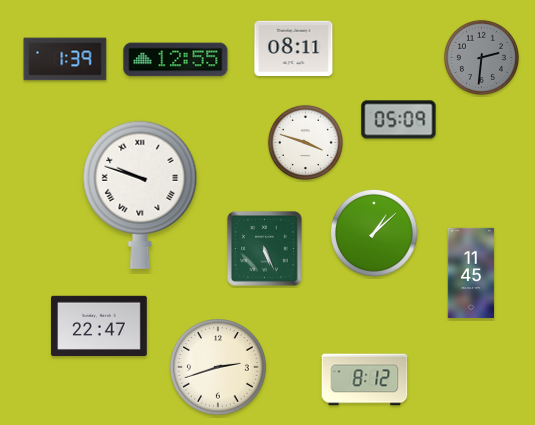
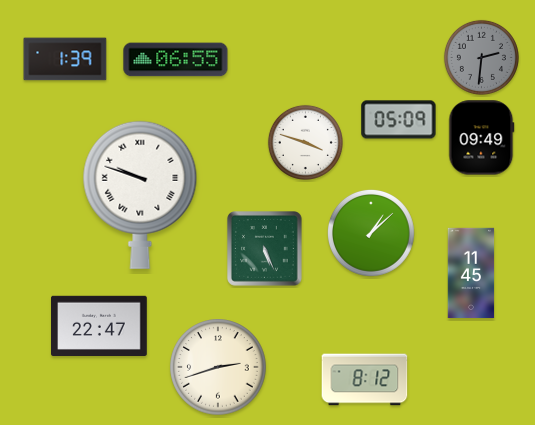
clock at (294, 49): 08:11 -> none
clock at (176, 60): 12:55 -> 06:55
clock at (482, 138): none -> 09:49
clock at (374, 233) position: (374, 233) -> (371, 233)
